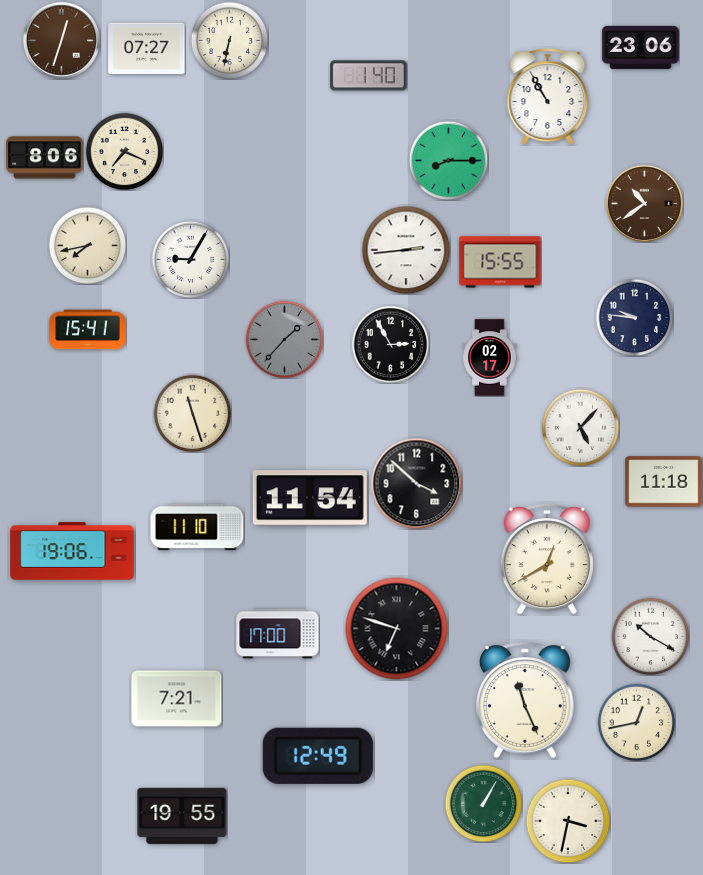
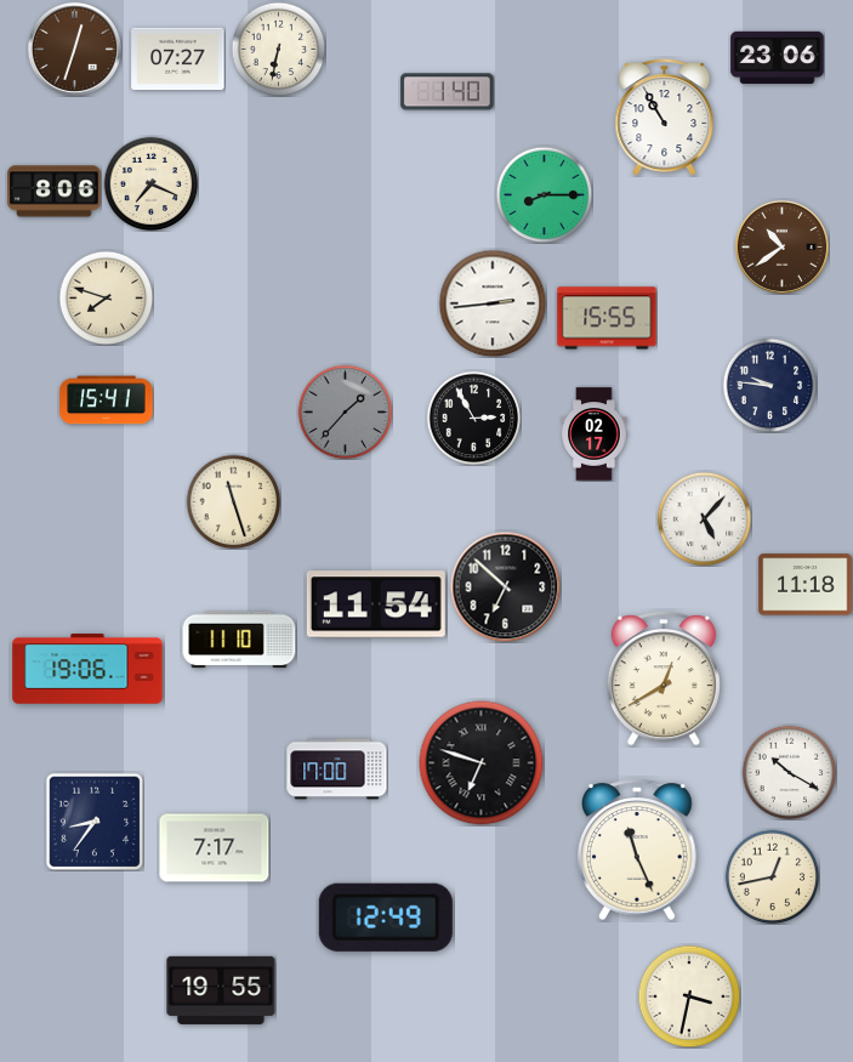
clock at (87, 245): 7:43 -> 7:48
clock at (190, 259): 9:05 -> none
clock at (416, 483): 3:52 -> 6:52
clock at (95, 822): none -> 8:36
clock at (177, 699): 7:21 -> 7:17
clock at (483, 803): 1:05 -> none
